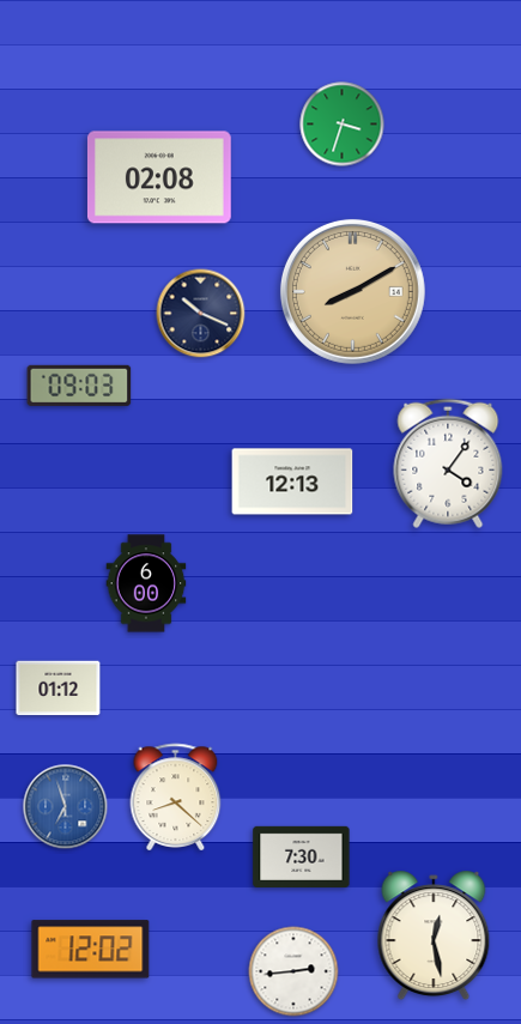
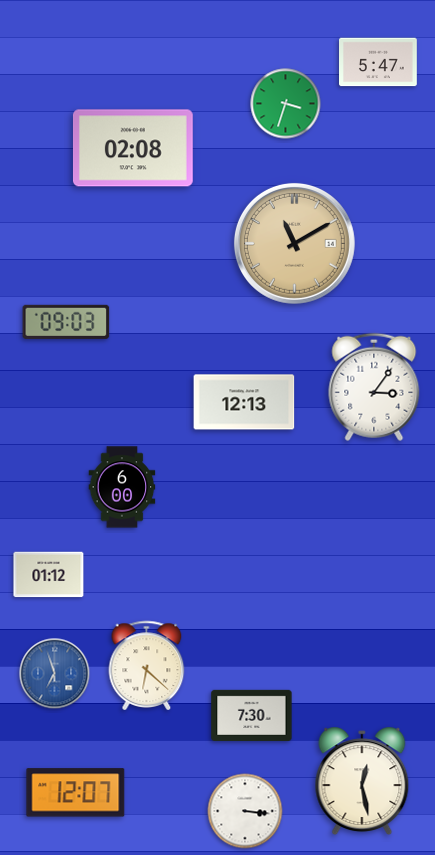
clock at (379, 62): none -> 5:47
clock at (352, 291): 8:10 -> 11:10
clock at (201, 314): 10:19 -> none
clock at (448, 463): 4:06 -> 3:06
clock at (176, 796): 8:22 -> 6:22
clock at (91, 950): 12:02 -> 12:07
clock at (293, 971): 2:44 -> 3:16
